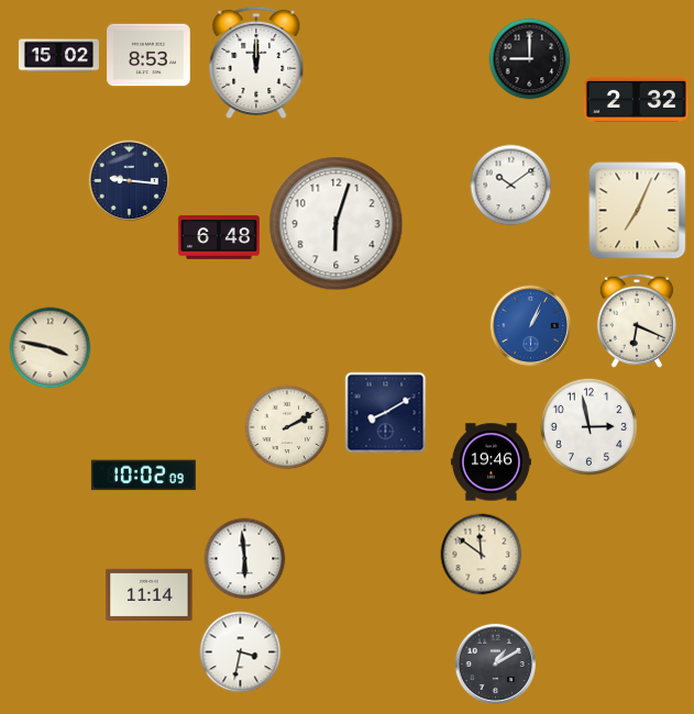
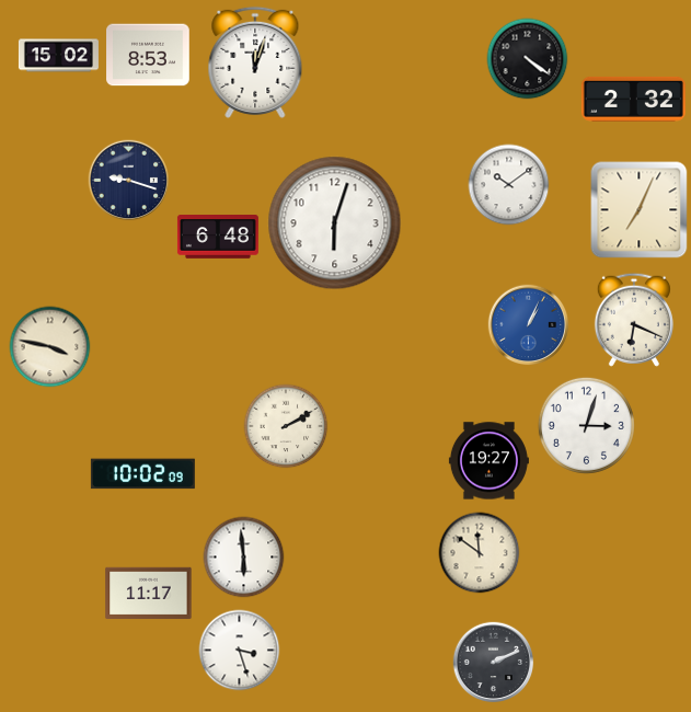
clock at (530, 59): 9:00 -> 4:21
clock at (256, 63): 12:00 -> 12:03
clock at (130, 181): 9:16 -> 9:18
clock at (638, 211) position: (638, 211) -> (640, 210)
clock at (386, 413): 8:10 -> none
clock at (588, 426): 2:58 -> 3:03
clock at (491, 462): 19:46 -> 19:27
clock at (150, 595): 11:14 -> 11:17
clock at (241, 652): 3:32 -> 3:27
clock at (496, 665): 1:10 -> 2:11
